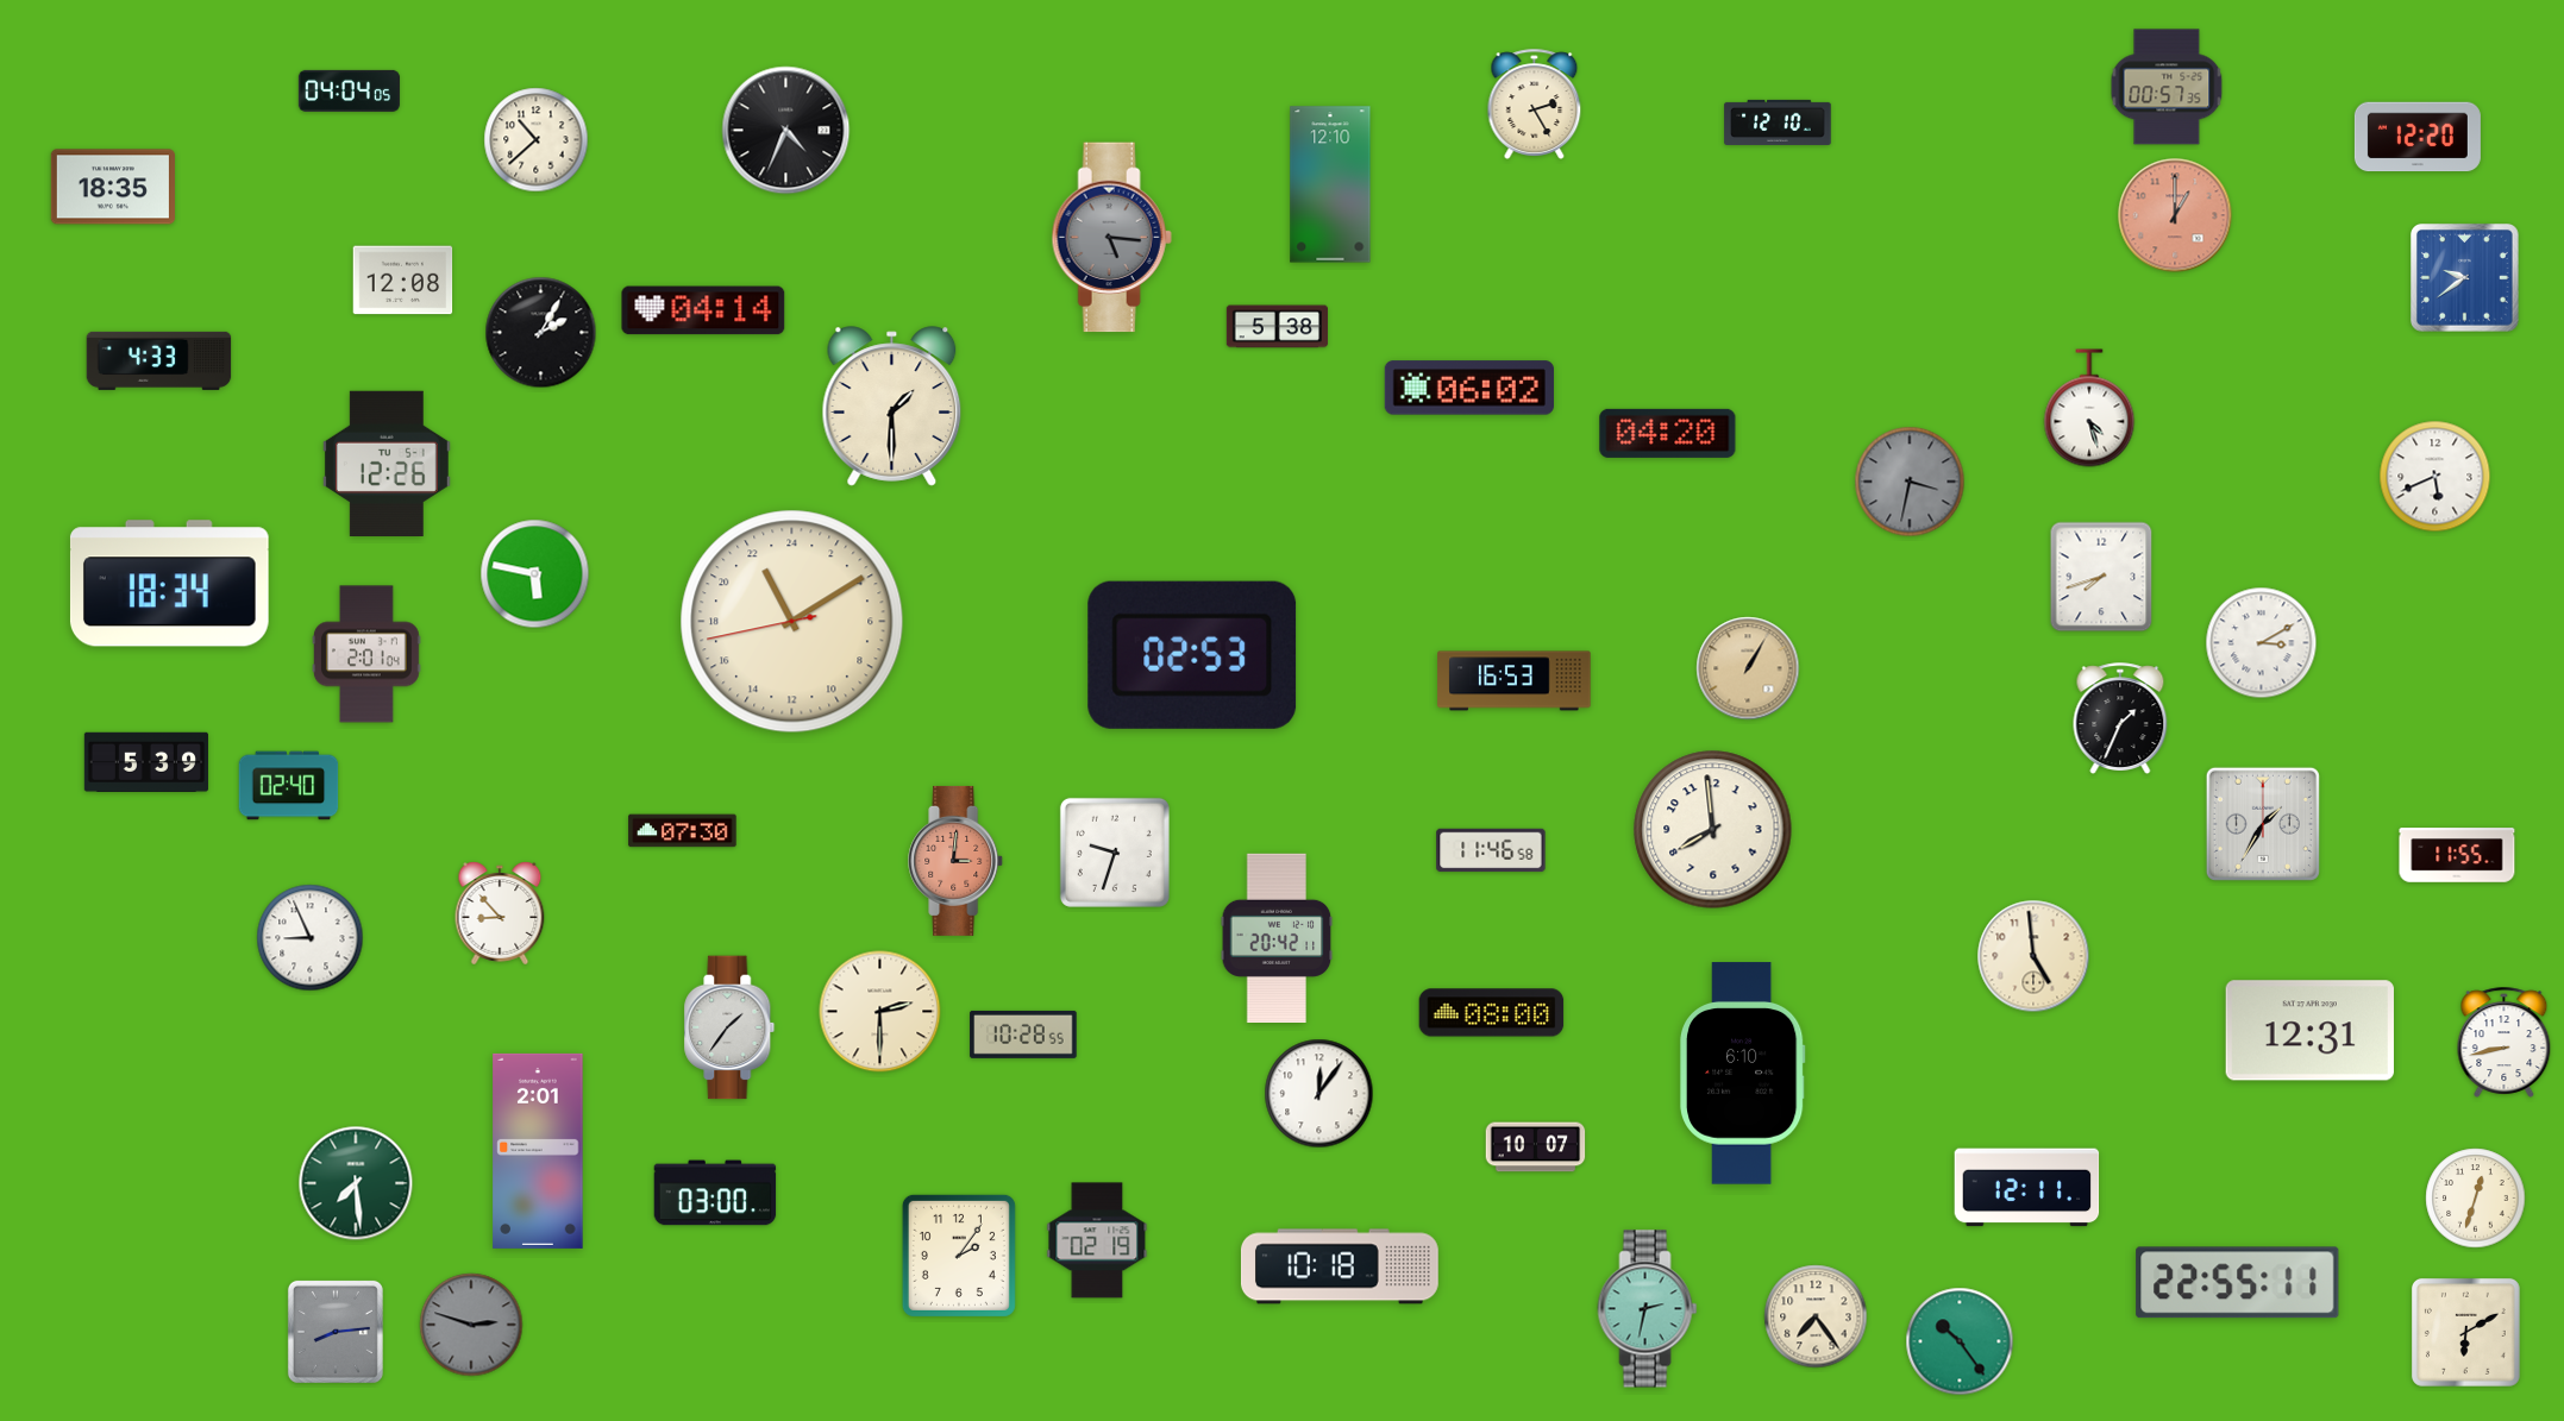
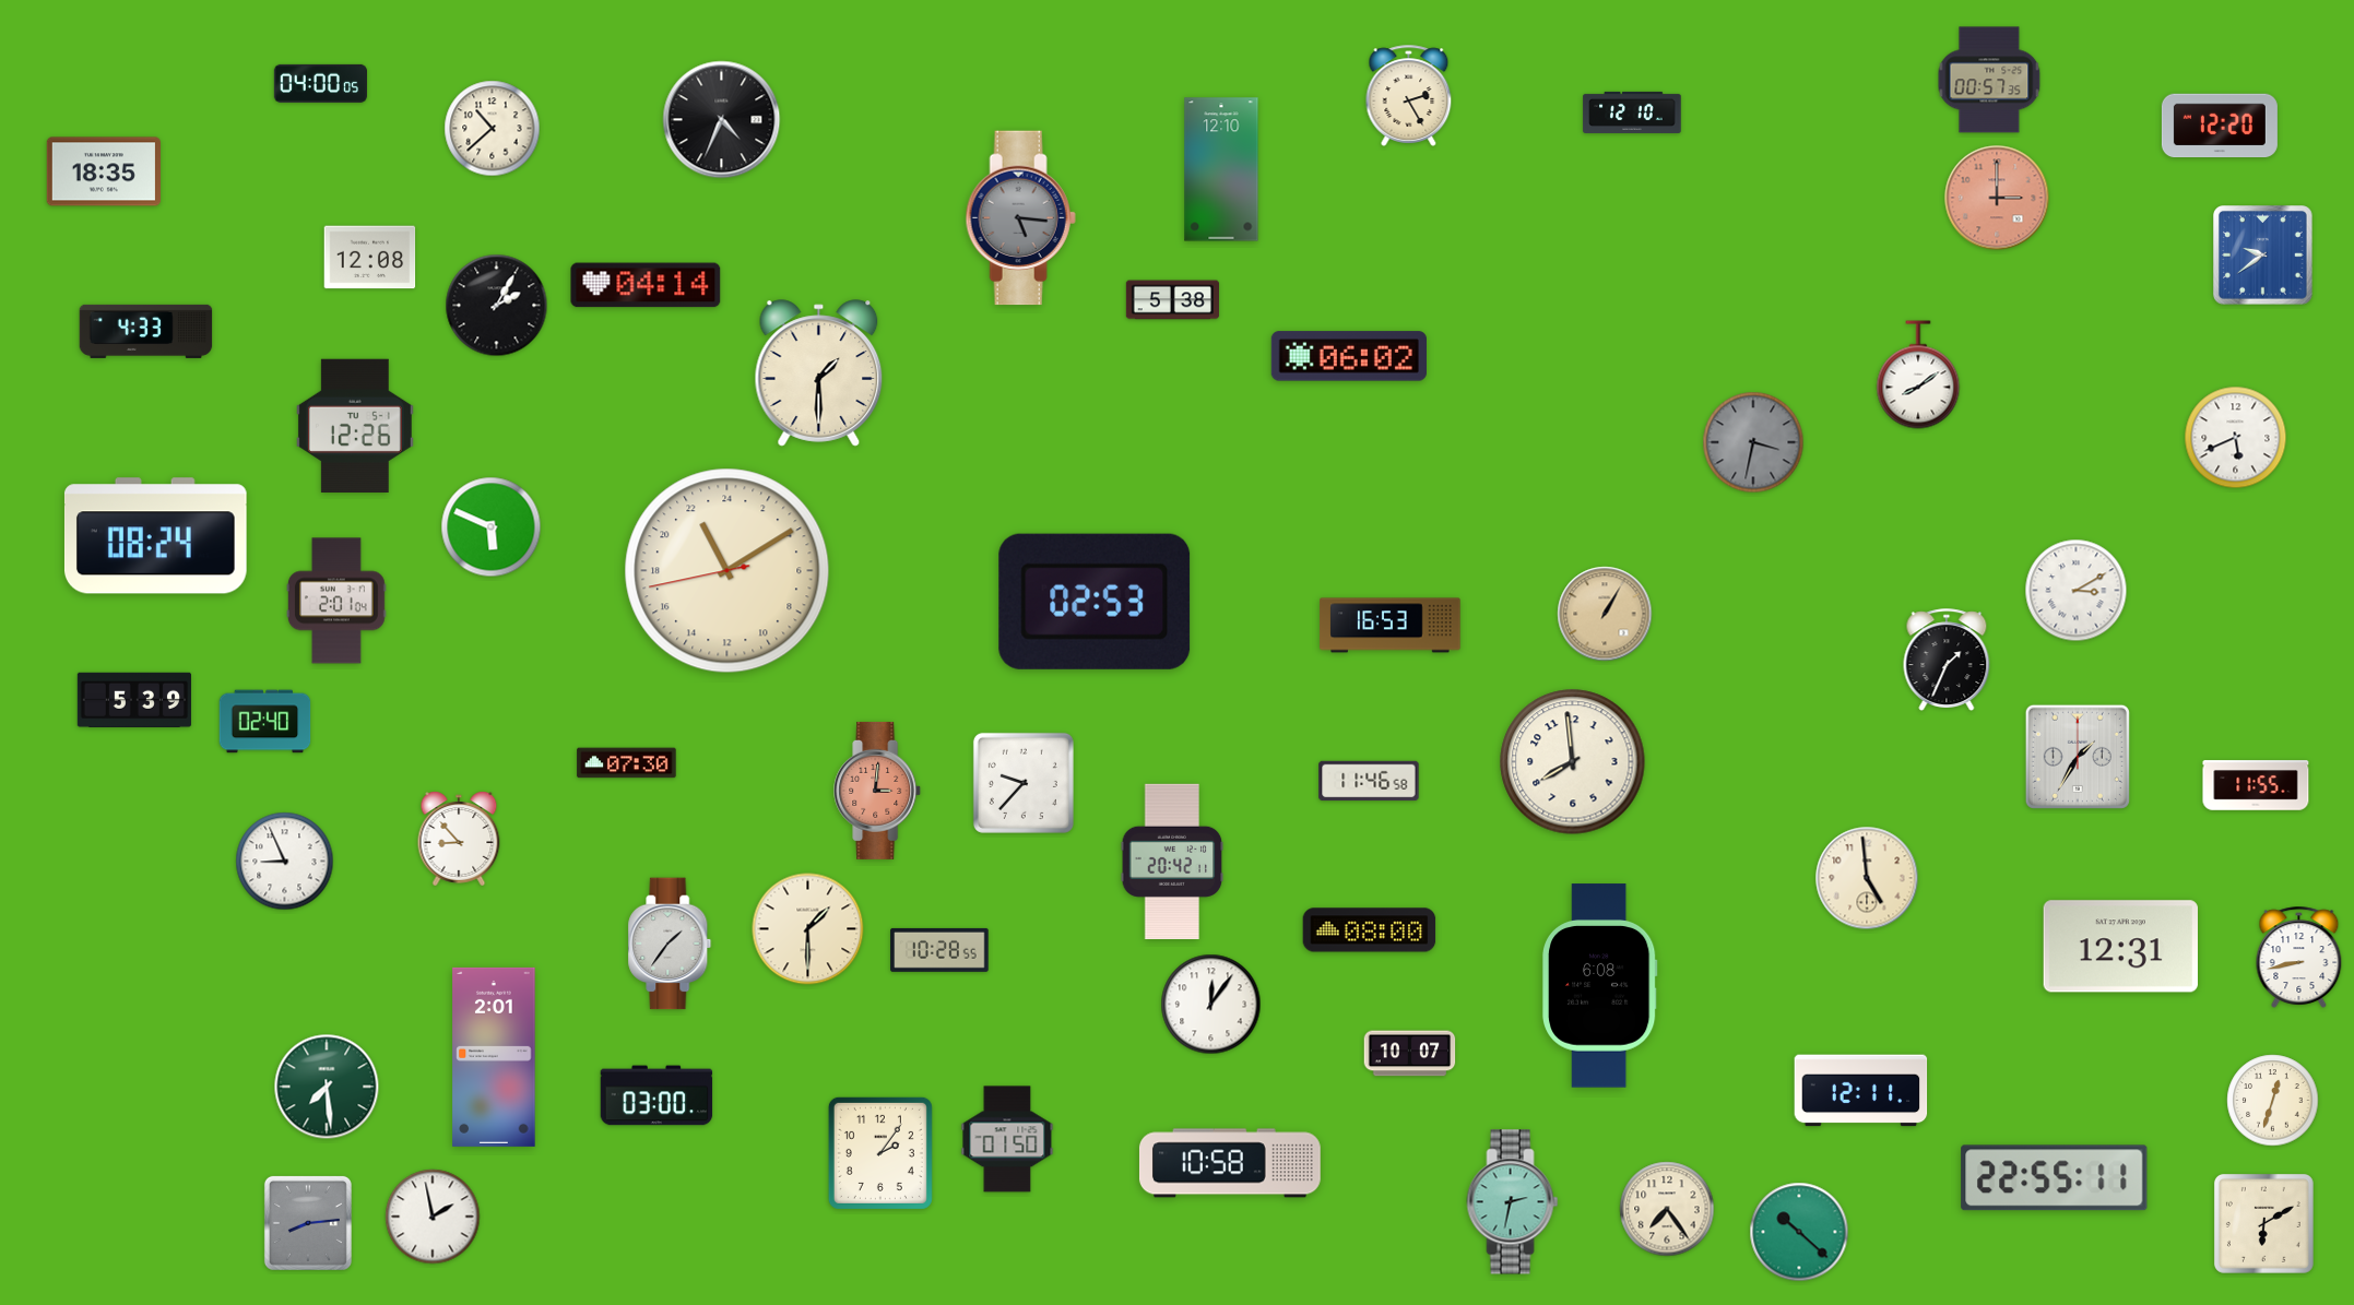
clock at (349, 90): 04:04 -> 04:00
clock at (2175, 215): 1:00 -> 3:00
clock at (2089, 408): 4:27 -> 8:09
clock at (1668, 433): 04:20 -> none
clock at (535, 574): 5:47 -> 5:49
clock at (2101, 577): 7:42 -> none
clock at (169, 584): 18:34 -> 08:24
clock at (1115, 853): 9:33 -> 9:37
clock at (880, 1012): 2:30 -> 1:30
clock at (1742, 1074): 6:10 -> 6:08
clock at (1097, 1240): 02:19 -> 01:50
clock at (1340, 1266): 10:18 -> 10:58
clock at (471, 1325): 2:48 -> 1:58
clock at (471, 1325) dial: grey -> white
clock at (1960, 1341): 10:24 -> 10:22
